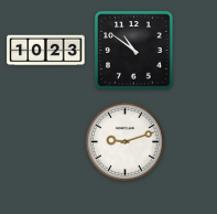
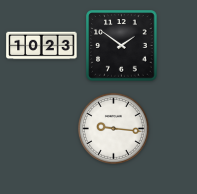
clock at (134, 51): 10:51 -> 1:51
clock at (124, 141): 9:12 -> 9:16
